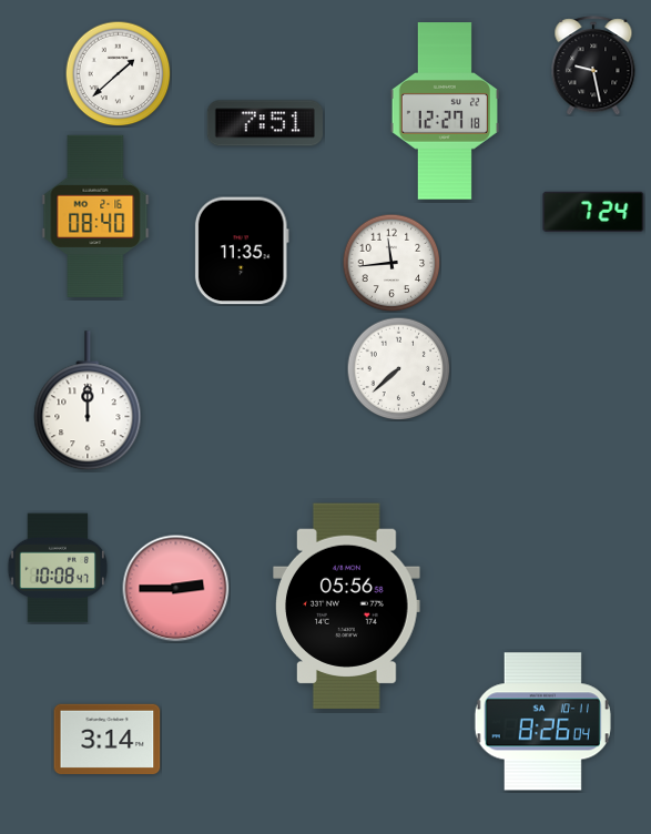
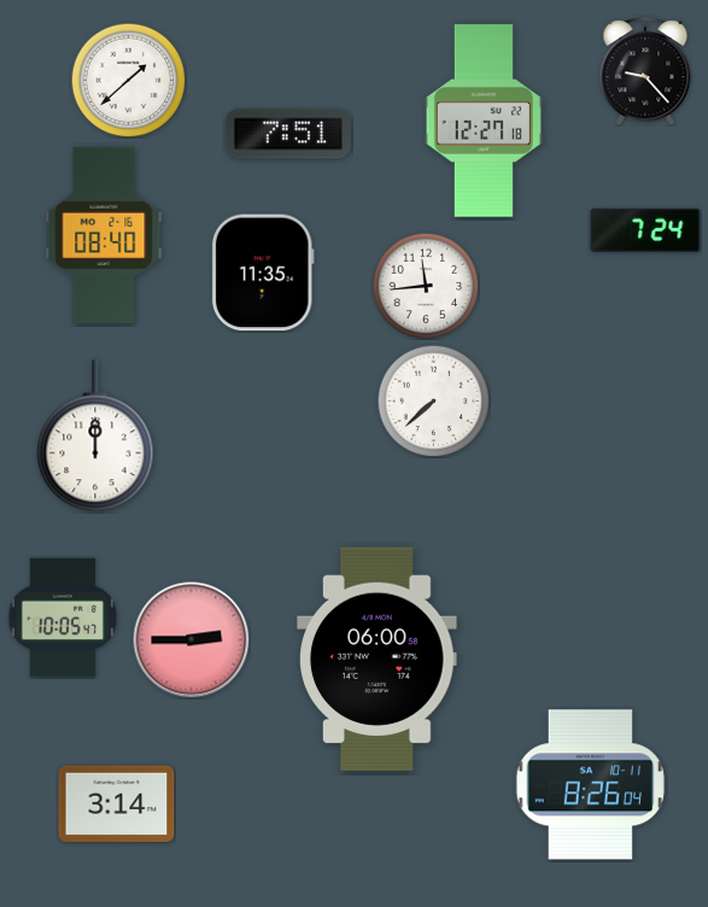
clock at (593, 65): 9:28 -> 9:23
clock at (58, 568): 10:08 -> 10:05
clock at (347, 607): 05:56 -> 06:00
